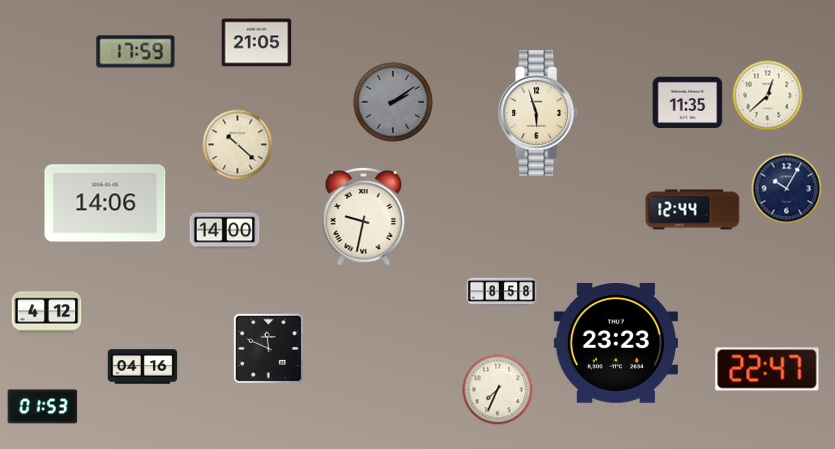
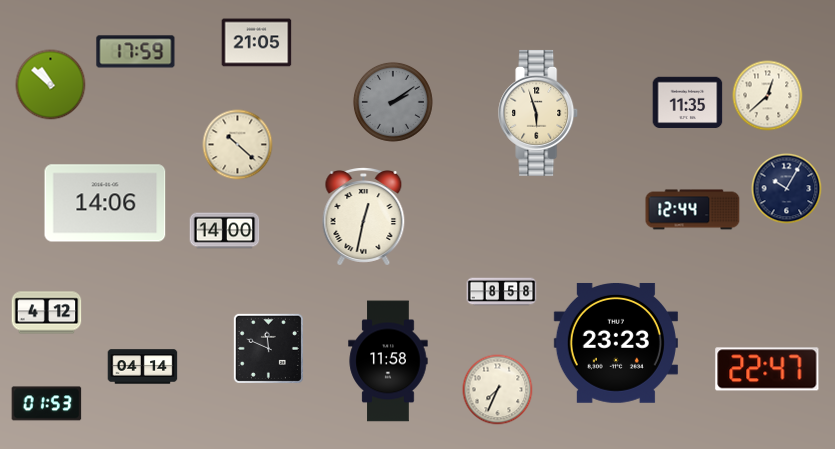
clock at (51, 85): none -> 10:52
clock at (364, 217): 9:32 -> 12:32
clock at (388, 361): none -> 11:58
clock at (143, 367): 04:16 -> 04:14
clock at (43, 407) position: (43, 407) -> (47, 404)
